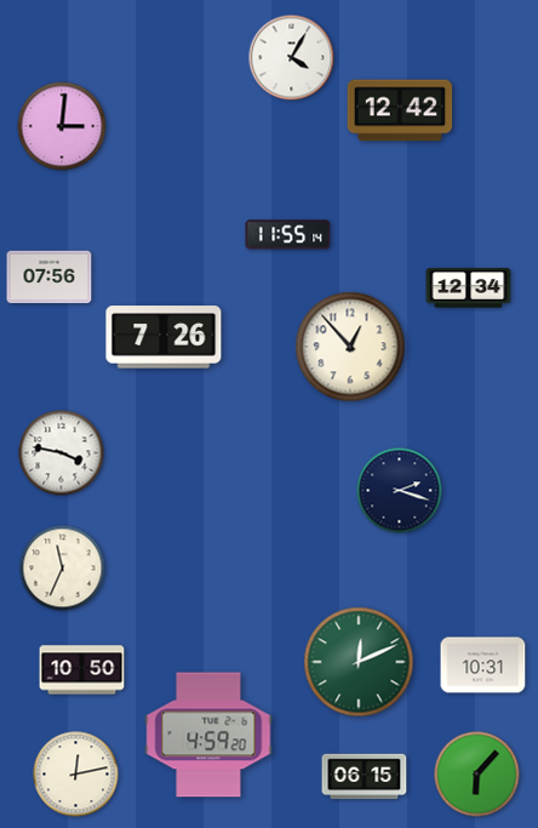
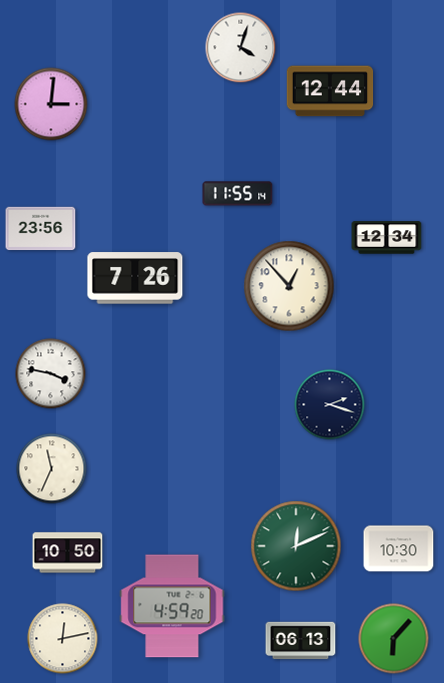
clock at (292, 58): 4:05 -> 4:03
clock at (400, 110): 12:42 -> 12:44
clock at (50, 278): 07:56 -> 23:56
clock at (483, 666): 10:31 -> 10:30
clock at (365, 777): 06:15 -> 06:13
